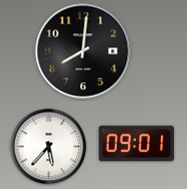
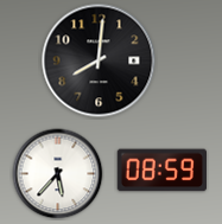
clock at (136, 144): 09:01 -> 08:59
